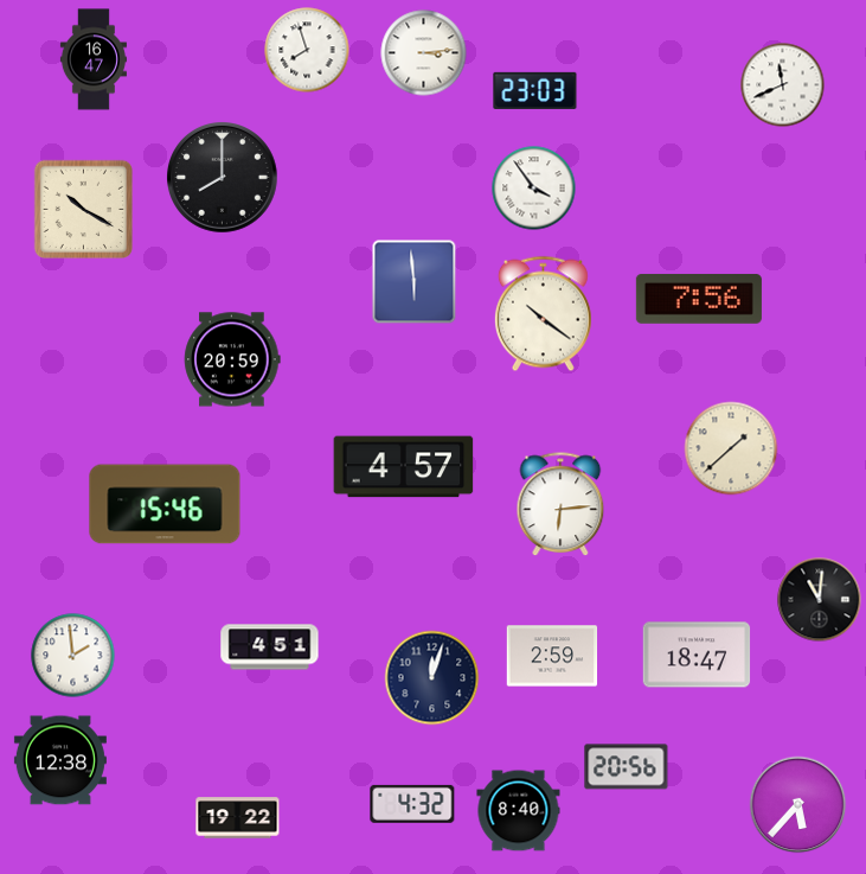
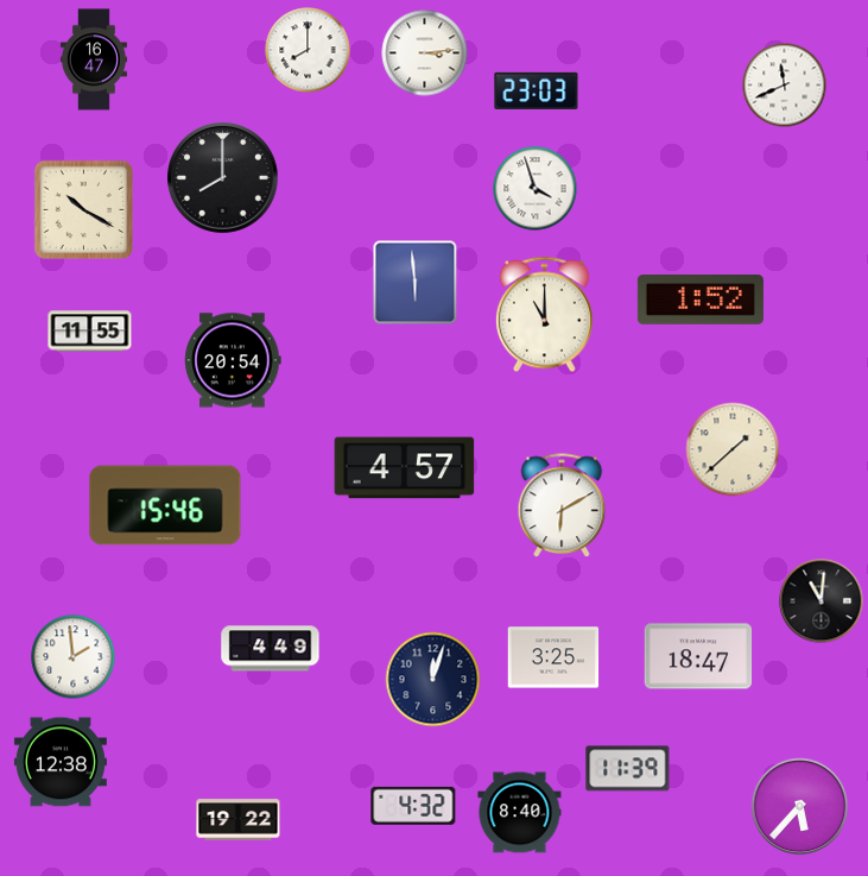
clock at (307, 50): 7:57 -> 8:00
clock at (534, 189): 3:54 -> 3:57
clock at (699, 299): 7:56 -> 1:52
clock at (543, 314): 10:21 -> 11:00
clock at (90, 332): none -> 11:55
clock at (232, 359): 20:59 -> 20:54
clock at (560, 505): 6:14 -> 6:10
clock at (270, 647): 4:51 -> 4:49
clock at (552, 656): 2:59 -> 3:25
clock at (627, 767): 20:56 -> 11:39
